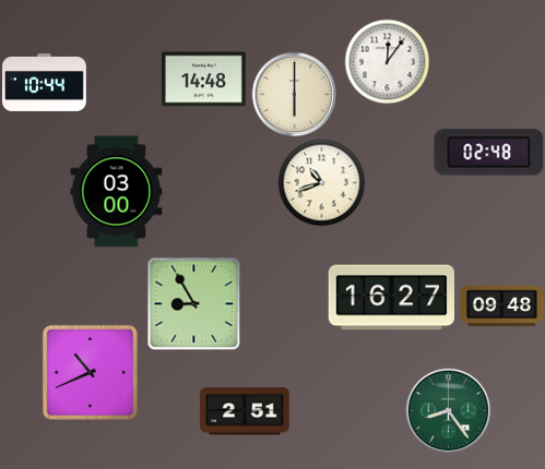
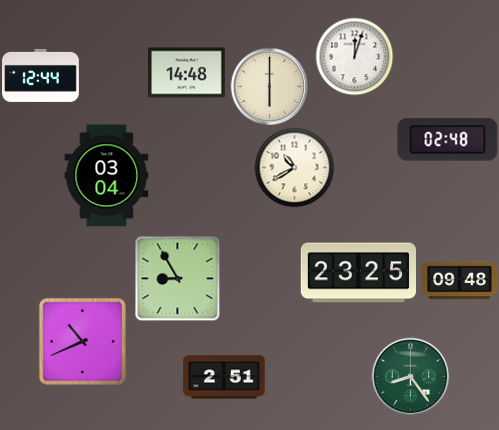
clock at (387, 61): 12:06 -> 12:03
clock at (45, 82): 10:44 -> 12:44
clock at (321, 182): 10:42 -> 10:40
clock at (117, 192): 03:00 -> 03:04
clock at (391, 298): 16:27 -> 23:25
